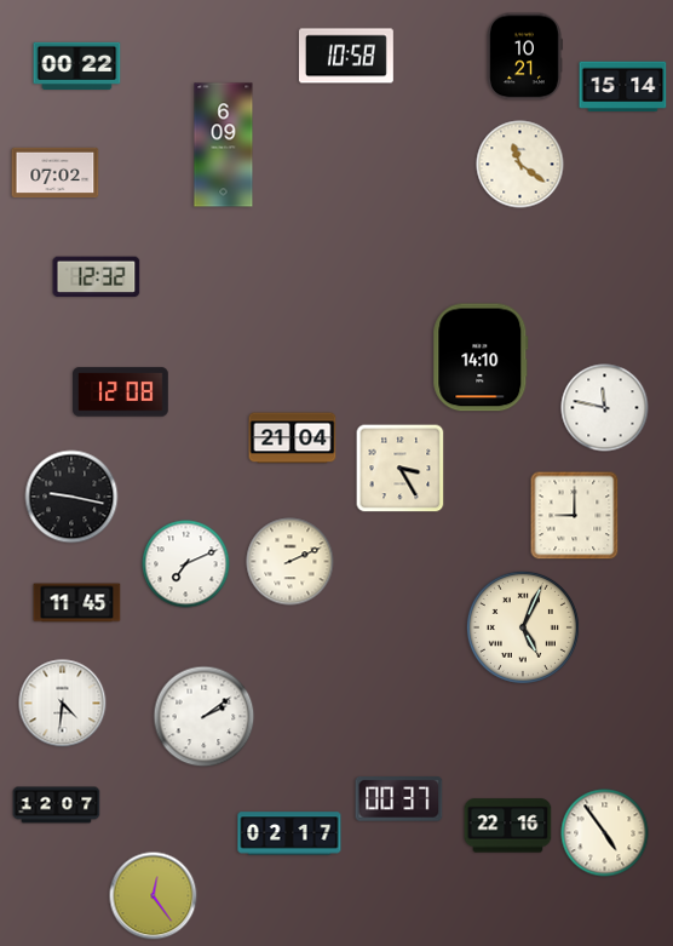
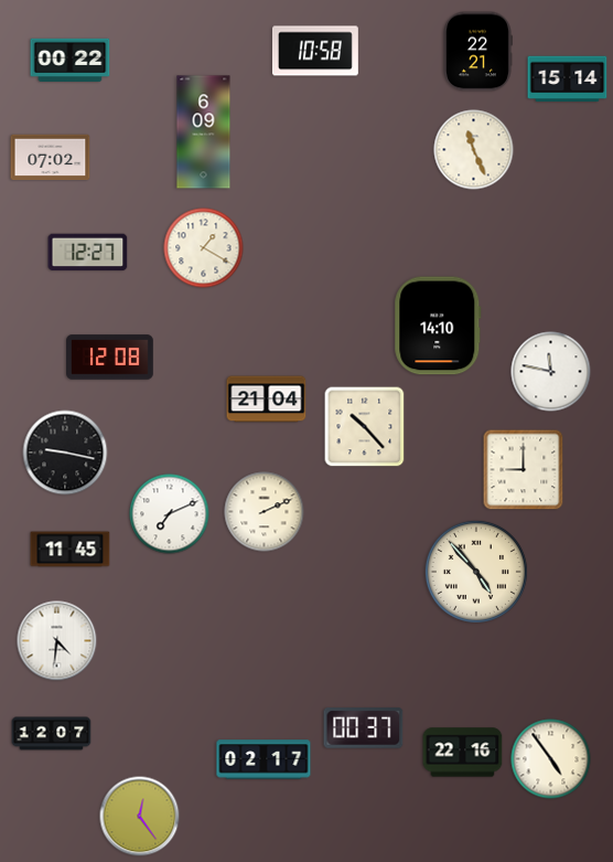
clock at (525, 57): 10:21 -> 22:21
clock at (520, 165): 11:21 -> 11:26
clock at (204, 248): none -> 1:20
clock at (97, 277): 12:32 -> 12:27
clock at (401, 469): 3:25 -> 10:23
clock at (523, 627): 5:04 -> 4:53
clock at (205, 717): 2:09 -> none
